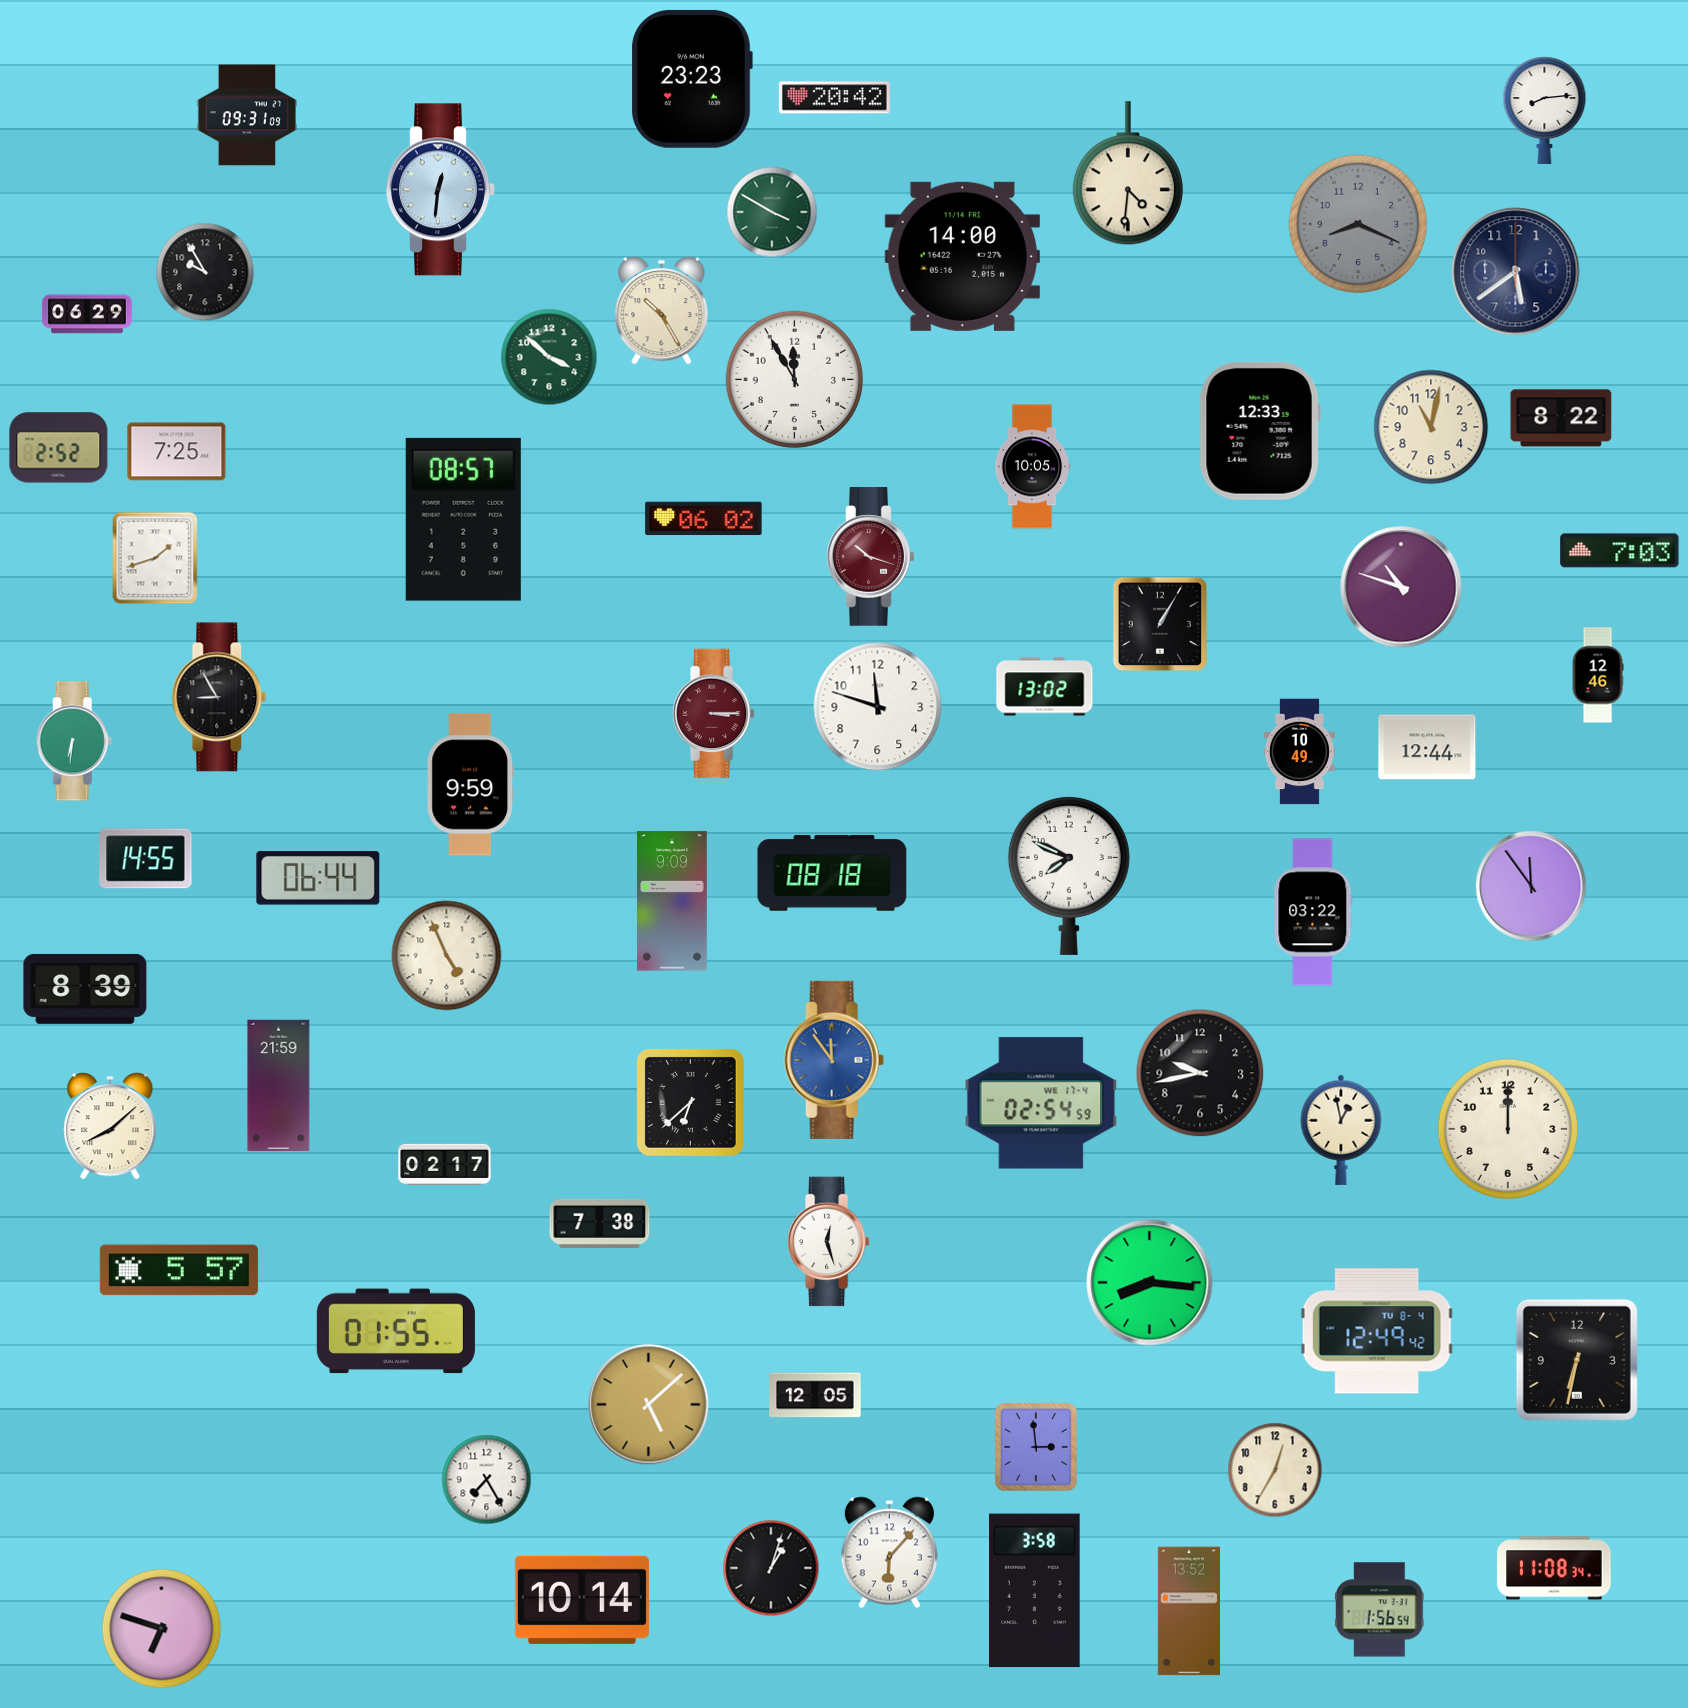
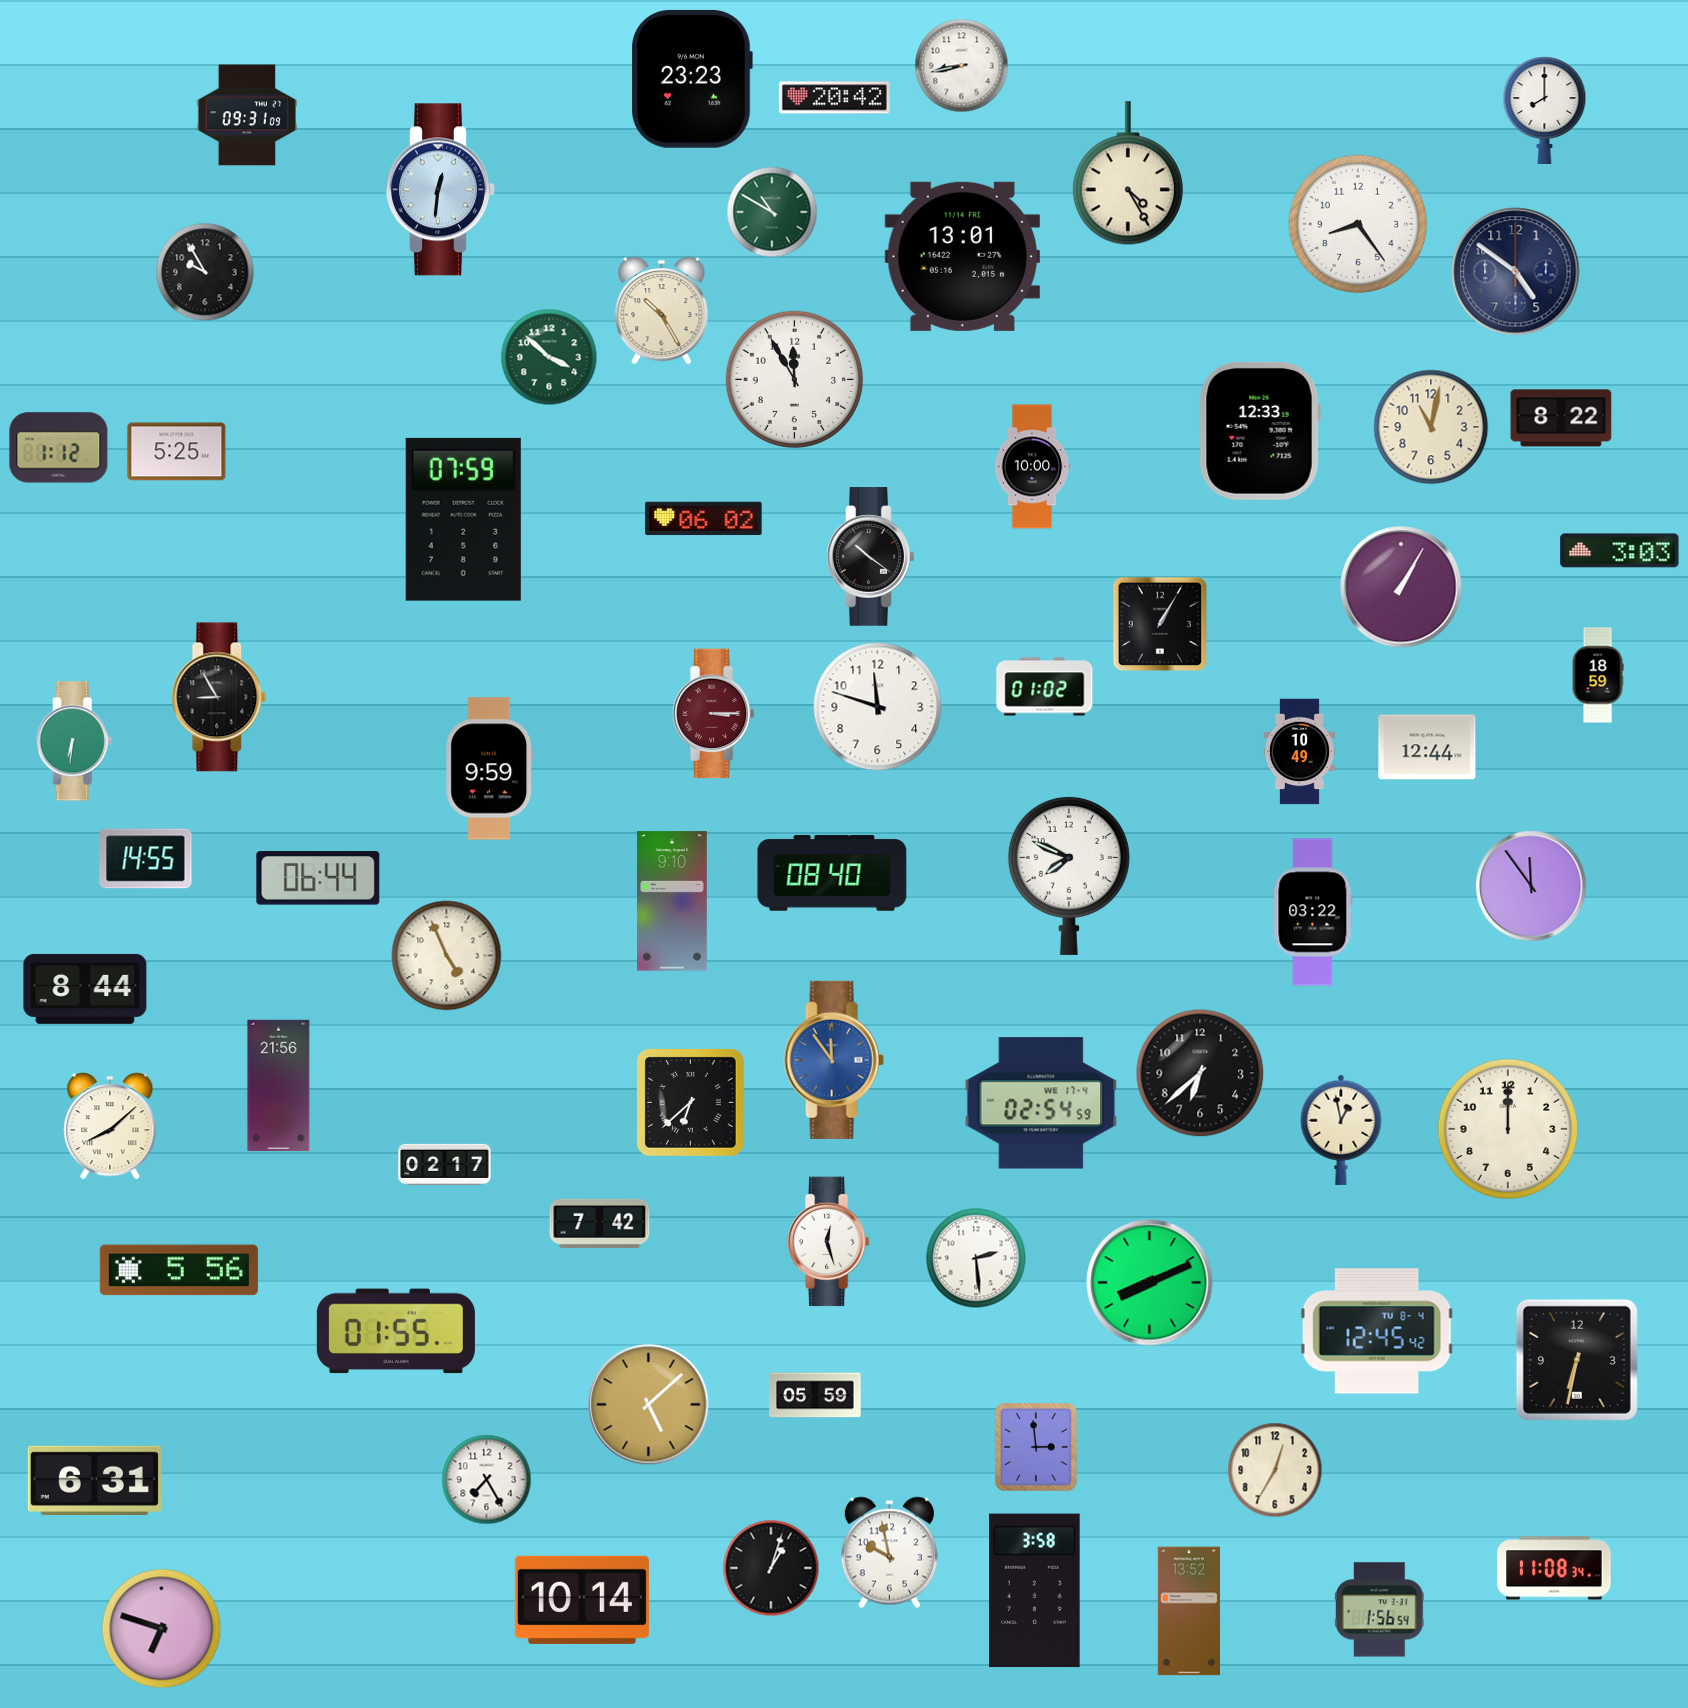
clock at (962, 66): none -> 8:43
clock at (1545, 110): 8:14 -> 8:00
clock at (1128, 174): 4:31 -> 4:25
clock at (772, 212): 3:50 -> 10:50
clock at (1358, 224): 8:19 -> 8:24
clock at (1358, 224) dial: grey -> white
clock at (962, 256): 14:00 -> 13:01
clock at (1516, 272): 5:39 -> 4:51
clock at (87, 314): 06:29 -> none
clock at (59, 448): 2:52 -> 1:12
clock at (177, 452): 7:25 -> 5:25
clock at (1032, 467): 10:05 -> 10:00
clock at (463, 519): 08:57 -> 07:59
clock at (1620, 551): 7:03 -> 3:03
clock at (871, 557): 10:18 -> 10:21
clock at (871, 557) dial: burgundy -> black
clock at (155, 558): 1:42 -> none
clock at (1401, 587): 10:48 -> 1:05
clock at (1598, 675): 12:46 -> 18:59
clock at (1045, 687): 13:02 -> 01:02
clock at (471, 785) position: (471, 785) -> (490, 769)
clock at (832, 873): 08:18 -> 08:40
clock at (672, 901): 9:09 -> 9:10
clock at (85, 989): 8:39 -> 8:44
clock at (1200, 1073): 9:43 -> 6:38
clock at (279, 1086): 21:59 -> 21:56
clock at (600, 1223): 7:38 -> 7:42
clock at (976, 1258): none -> 2:29
clock at (179, 1270): 5:57 -> 5:56
clock at (1150, 1283): 8:16 -> 8:11
clock at (1377, 1331): 12:49 -> 12:45
clock at (815, 1395): 12:05 -> 05:59
clock at (94, 1480): none -> 6:31
clock at (889, 1553): 6:07 -> 9:58
